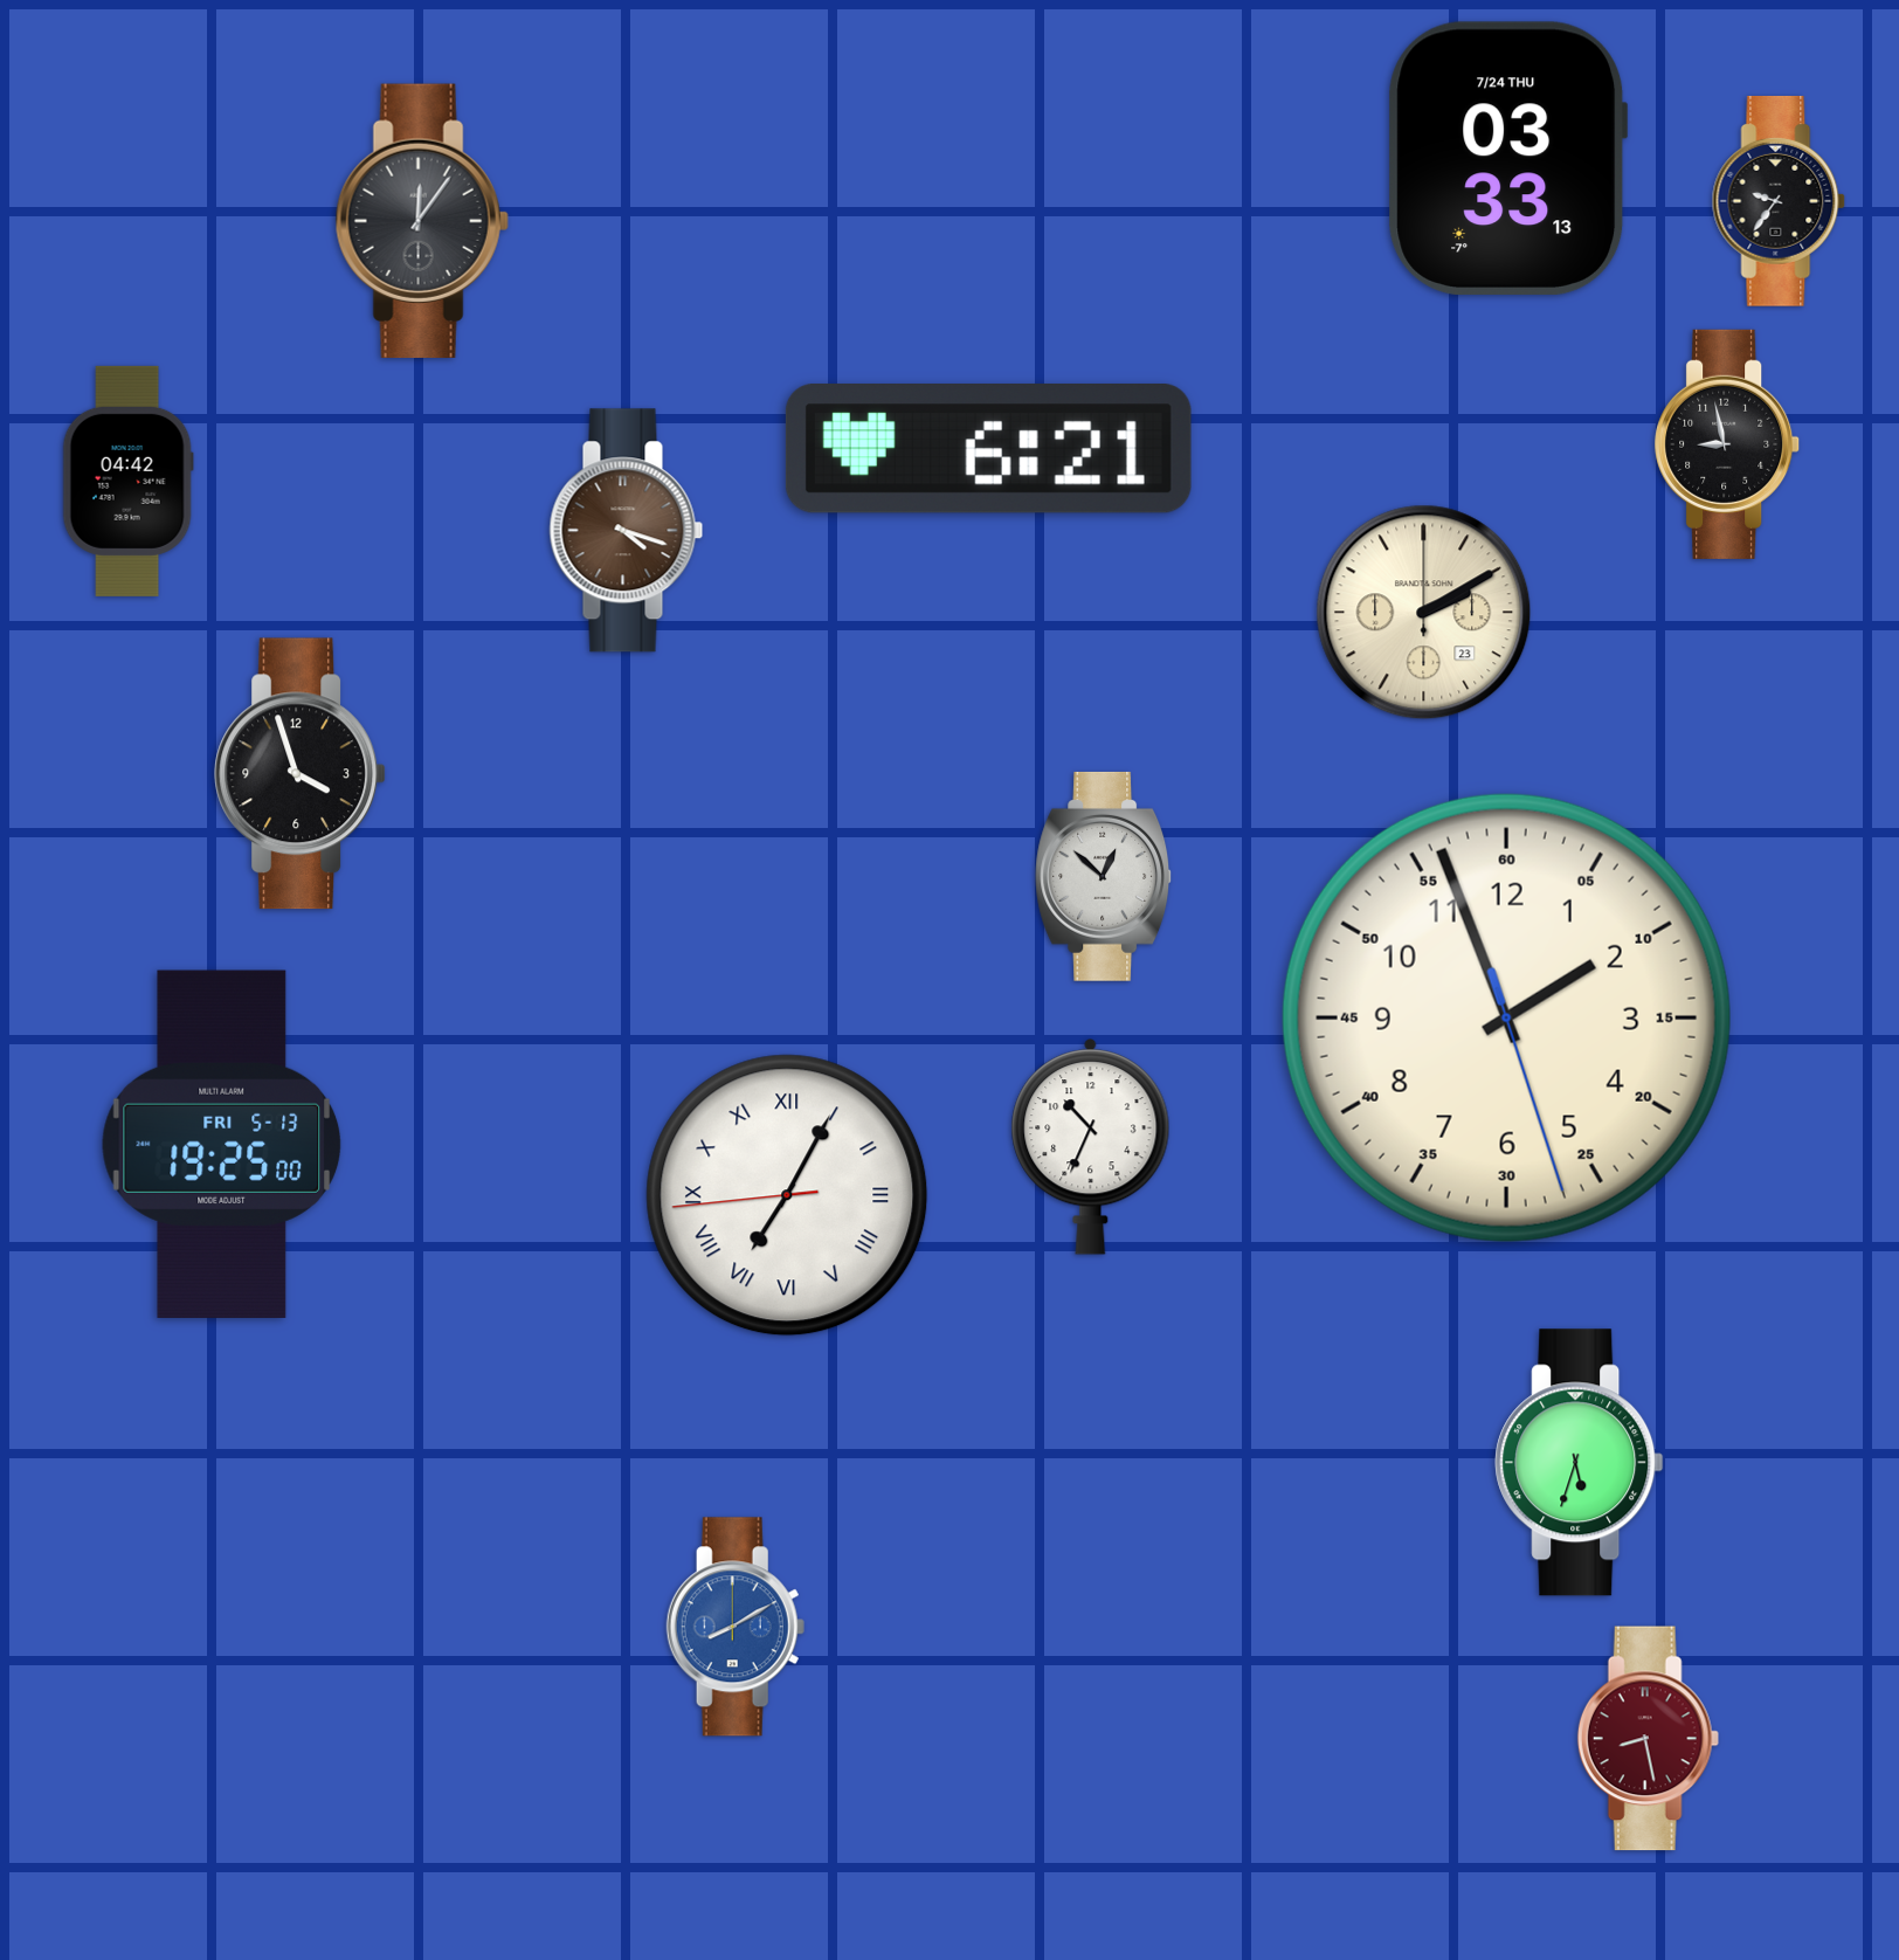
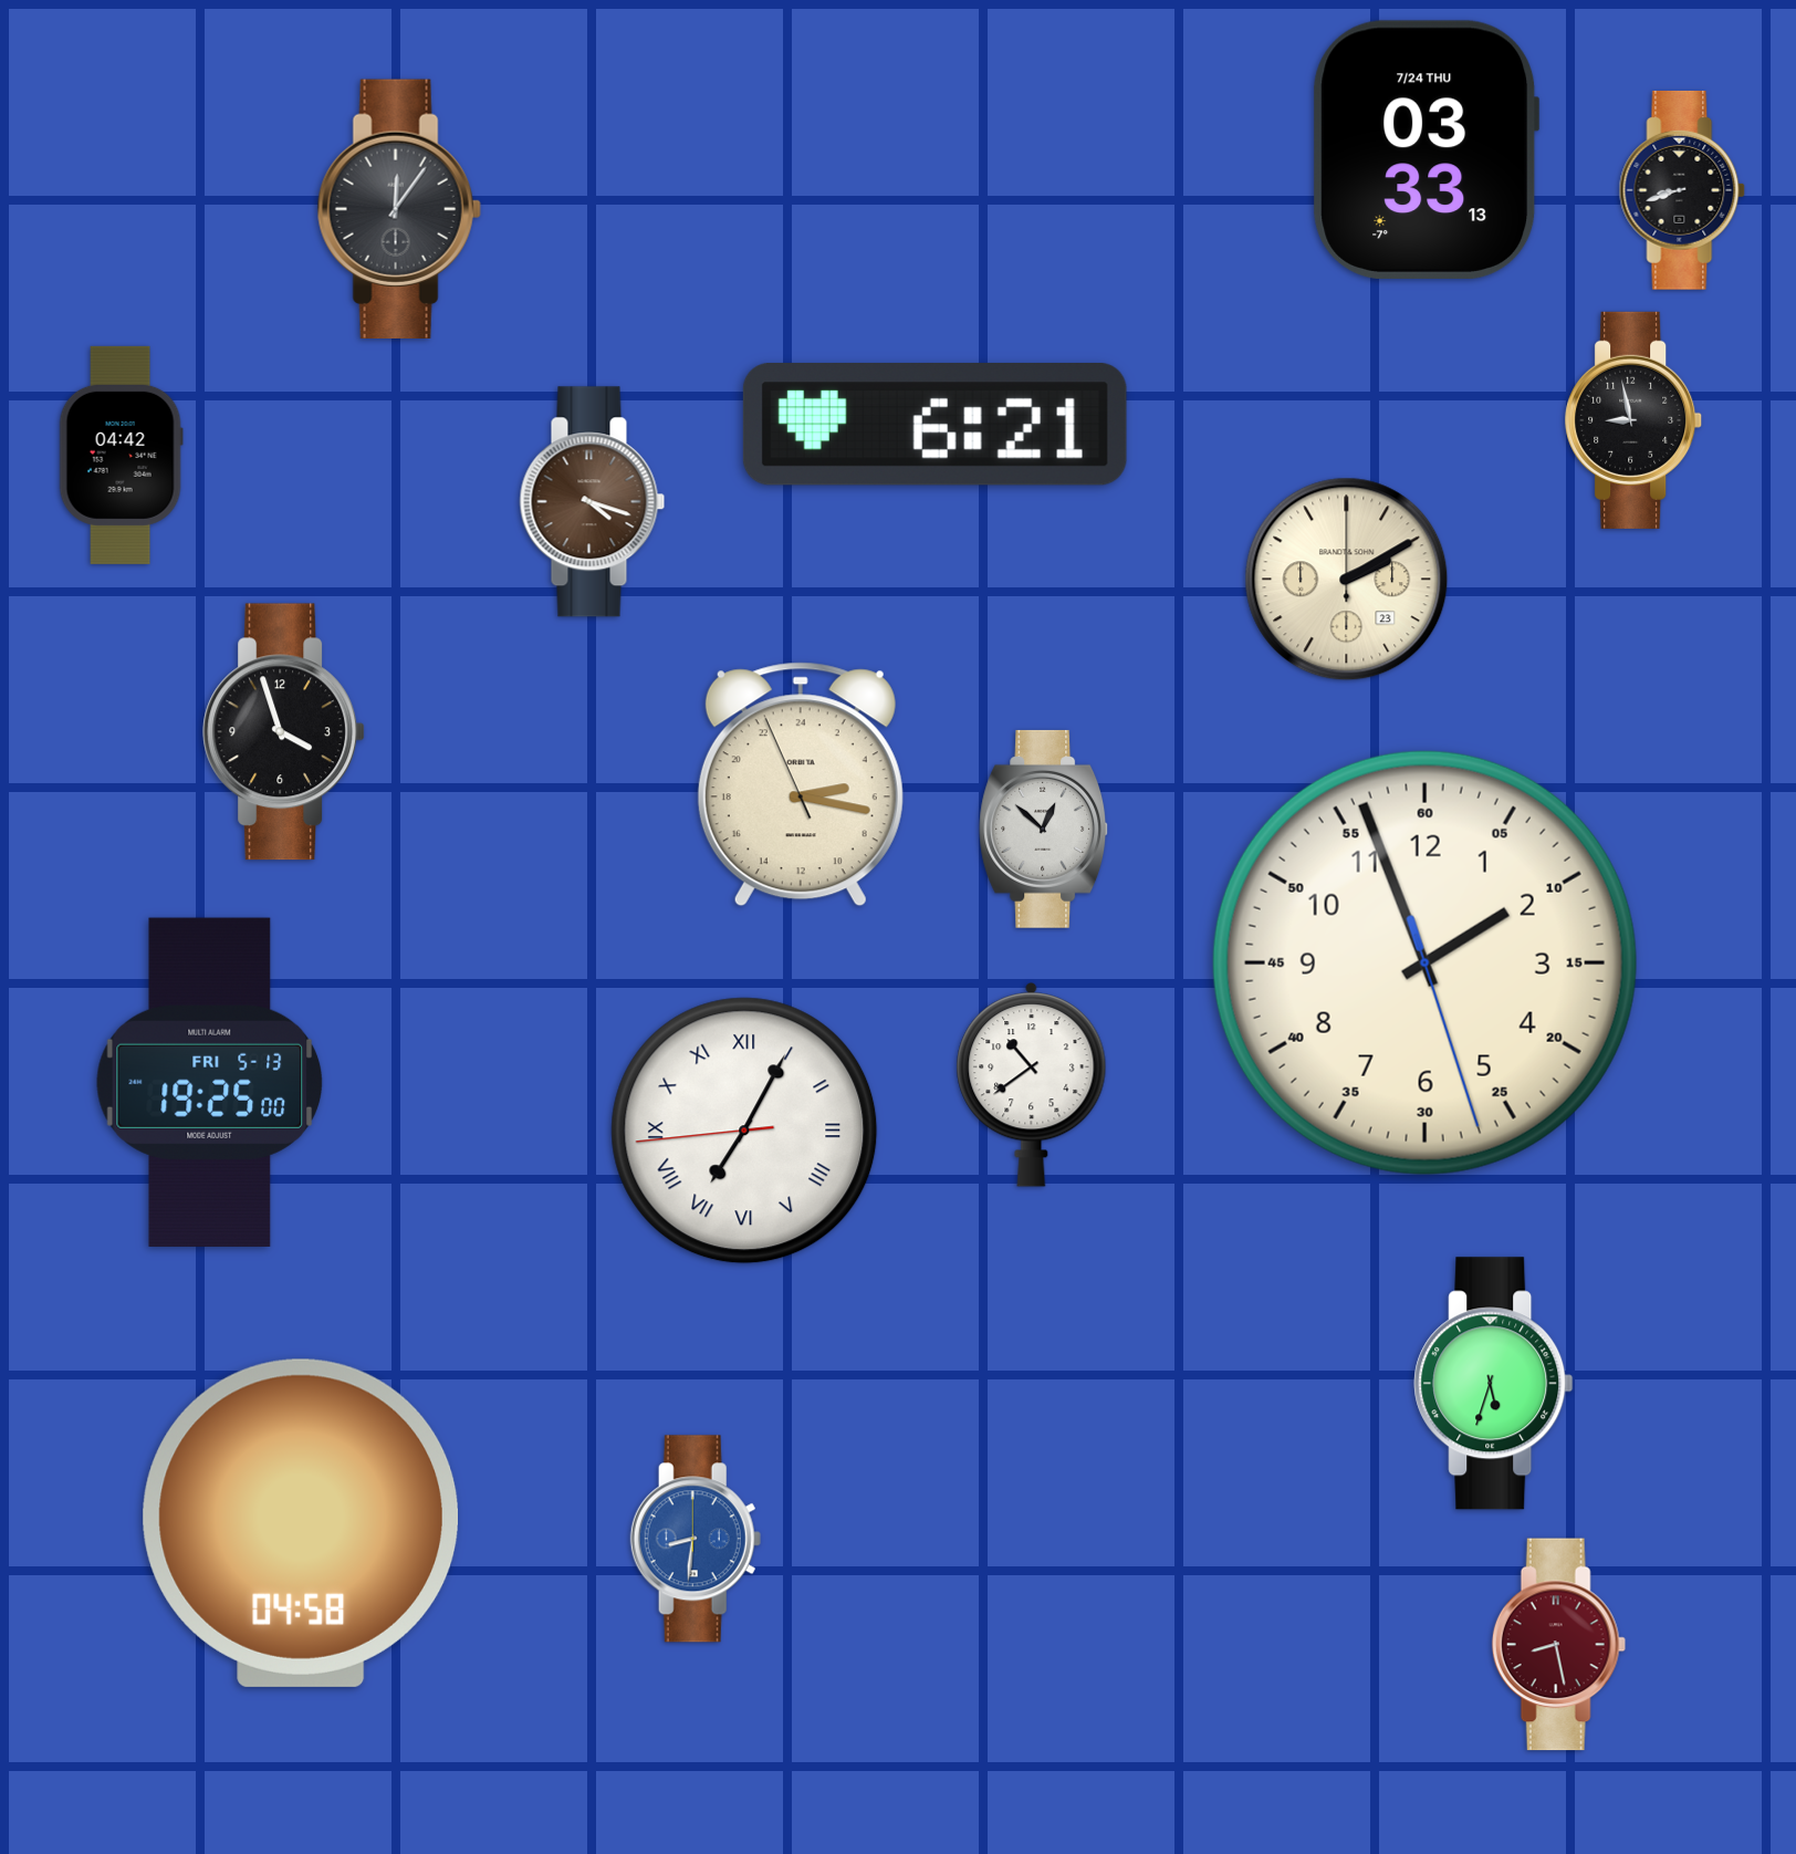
clock at (1779, 201): 9:36 -> 8:42
clock at (801, 784): none -> 5:16
clock at (1091, 1147): 10:34 -> 10:39
clock at (300, 1523): none -> 04:58
clock at (736, 1627): 8:10 -> 8:31
